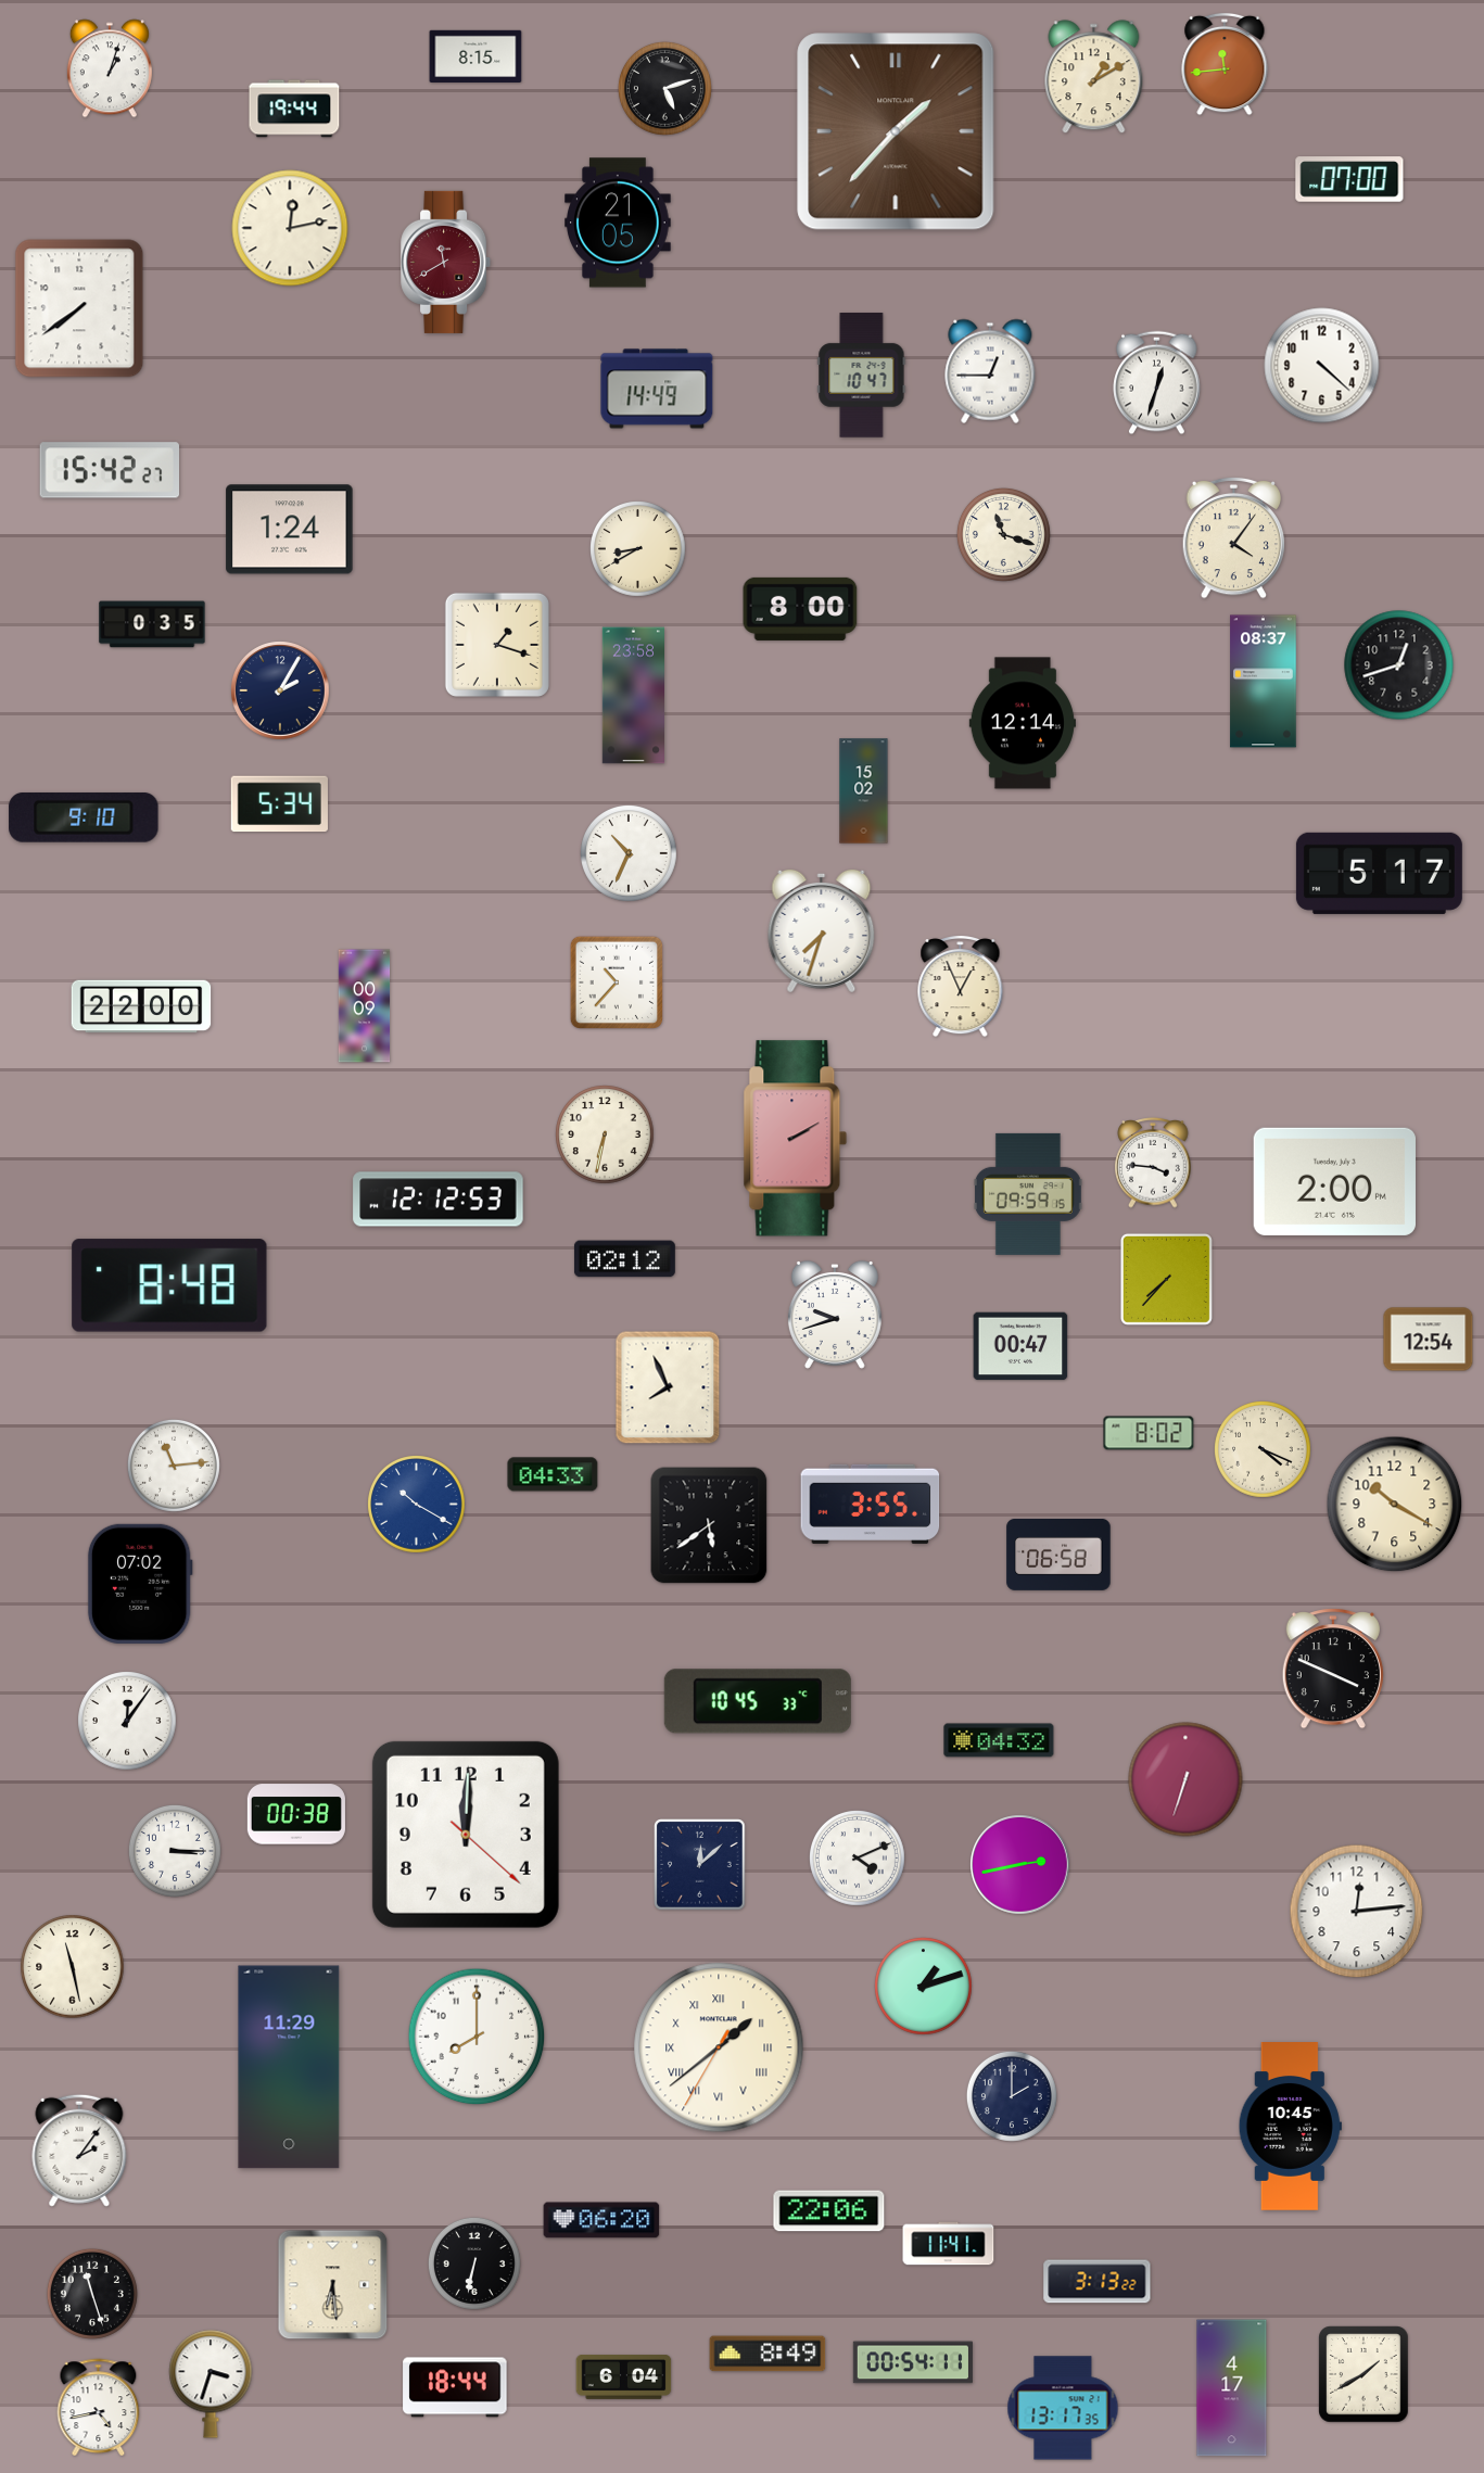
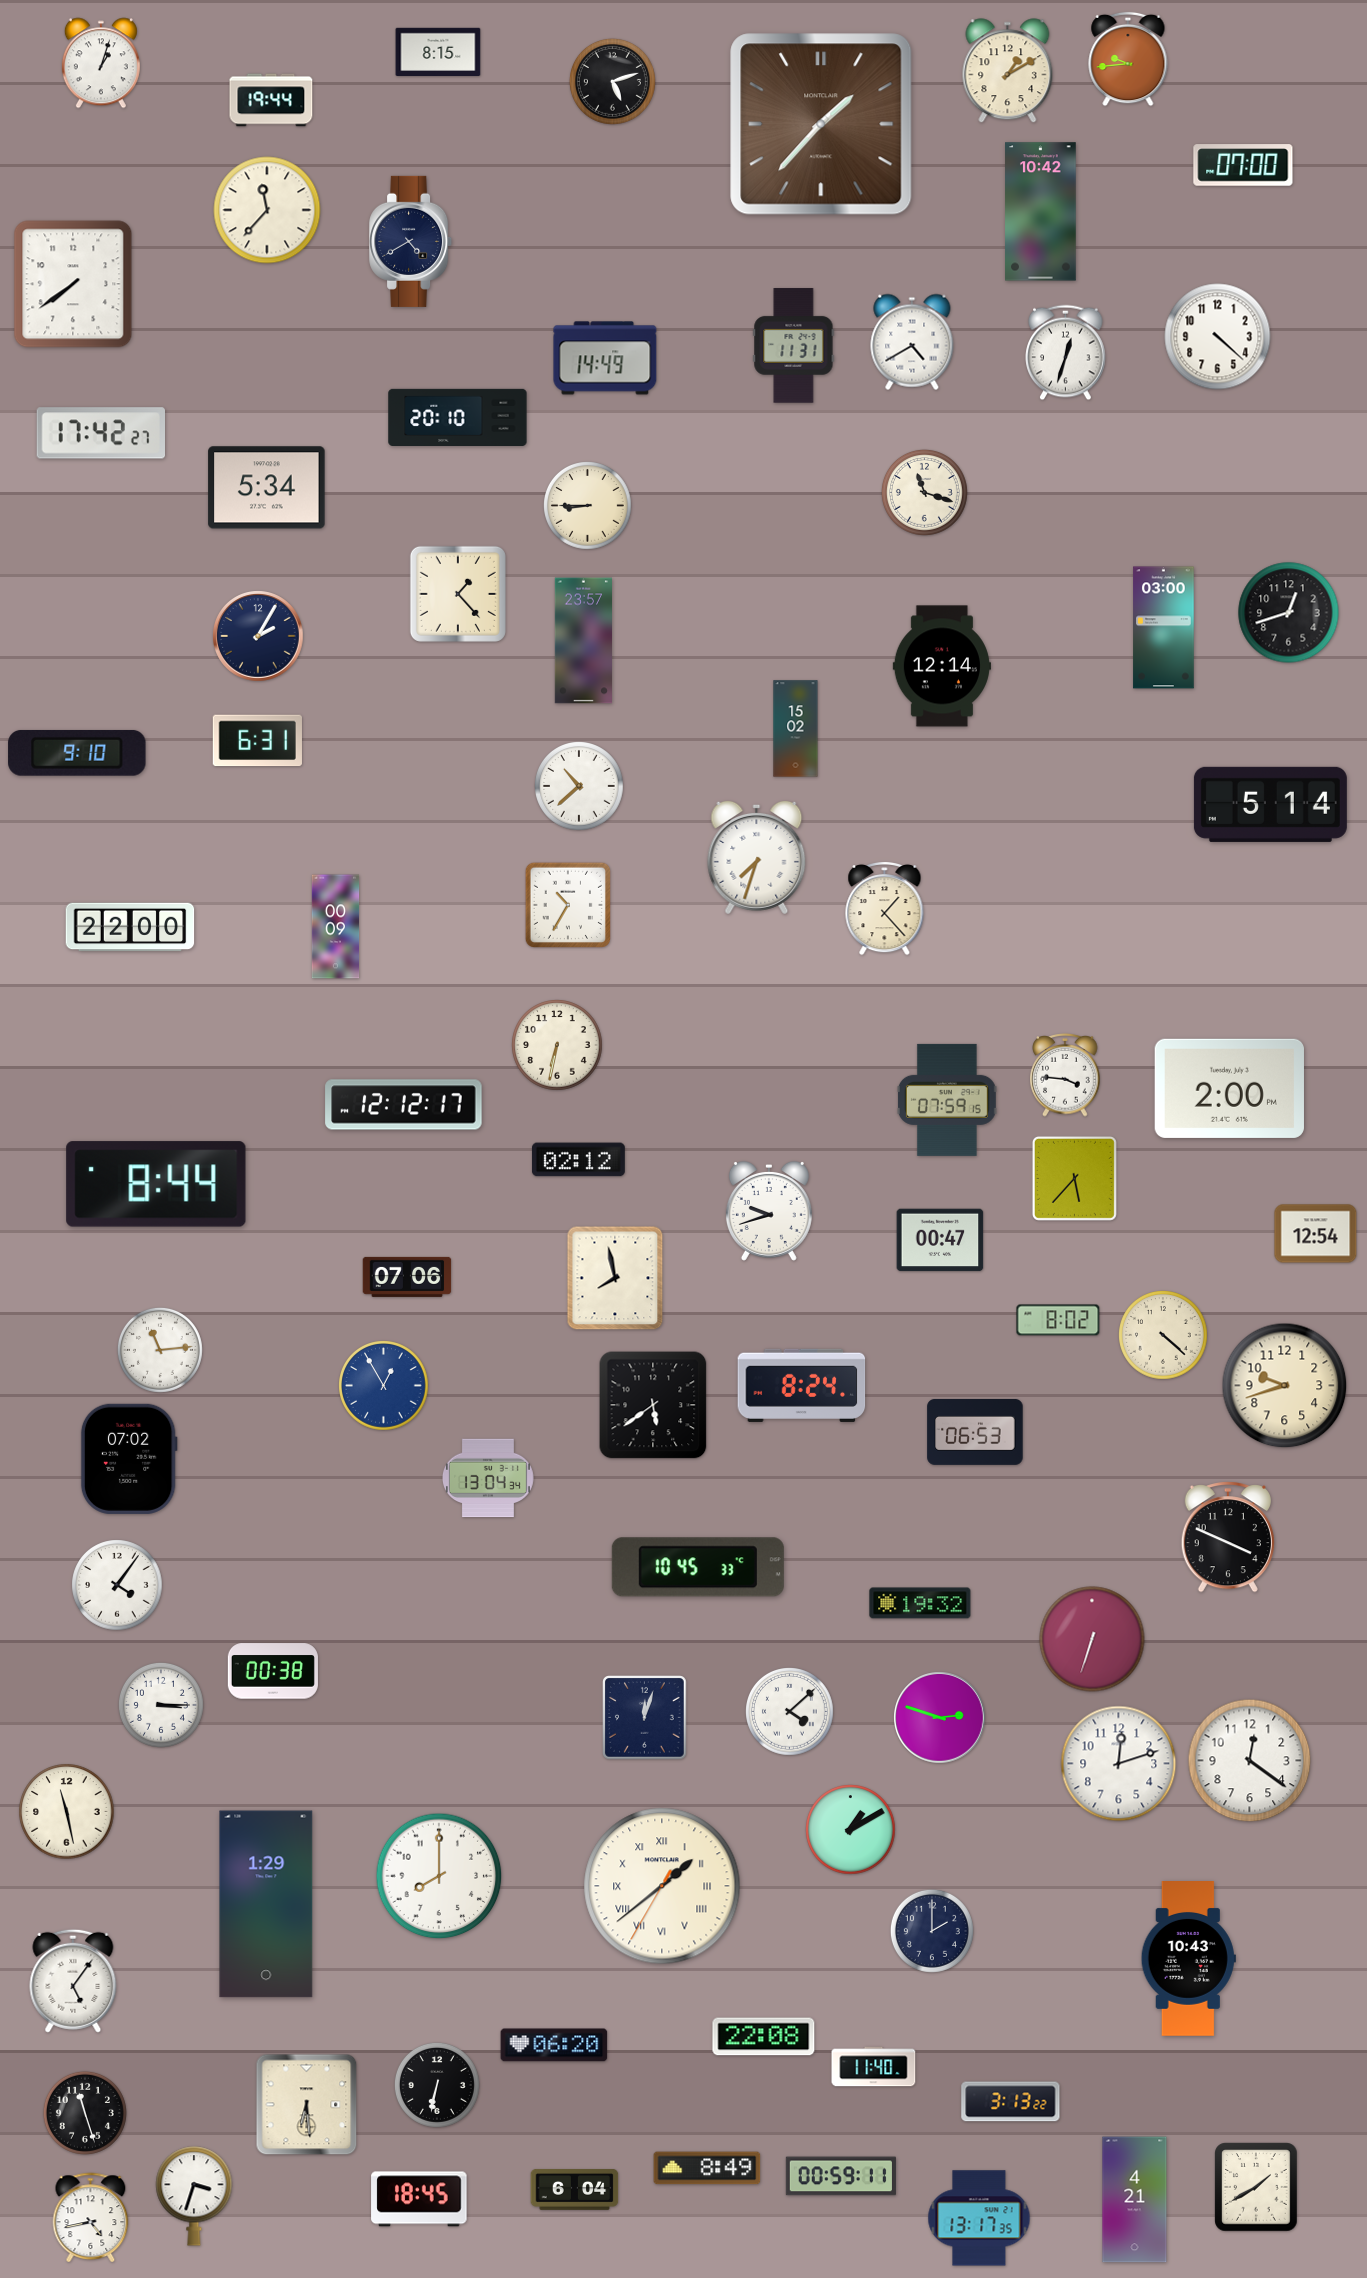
clock at (1225, 64): 11:44 -> 9:44
clock at (896, 131) position: (896, 131) -> (821, 124)
clock at (618, 223): 21:05 -> none
clock at (290, 228): 12:13 -> 11:37
clock at (1041, 212): none -> 10:42
clock at (446, 262): 11:40 -> 4:40
clock at (446, 262) dial: burgundy -> navy
clock at (990, 371): 12:45 -> 4:40
clock at (862, 376): 10:47 -> 11:31
clock at (458, 417): none -> 20:10
clock at (109, 470): 15:42 -> 17:42
clock at (290, 530): 1:24 -> 5:34
clock at (1233, 537): 4:06 -> none
clock at (638, 549): 8:40 -> 8:45
clock at (800, 609): 8:00 -> none
clock at (152, 624): 0:35 -> none
clock at (497, 645): 1:18 -> 1:23
clock at (1264, 682): 08:37 -> 03:00
clock at (633, 696): 23:58 -> 23:57
clock at (279, 804): 5:34 -> 6:31
clock at (630, 854): 10:34 -> 10:38
clock at (1379, 873): 5:17 -> 5:14
clock at (616, 981): 10:37 -> 10:35
clock at (961, 986): 12:56 -> 1:23
clock at (796, 1139): 2:10 -> none
clock at (1153, 1163) position: (1153, 1163) -> (1065, 1075)
clock at (1028, 1194): 09:59 -> 07:59
clock at (439, 1200): 12:12:53 -> 12:12:17
clock at (624, 1259) position: (624, 1259) -> (578, 1160)
clock at (1166, 1279): 7:37 -> 5:37
clock at (169, 1285): 8:48 -> 8:44
clock at (407, 1277): none -> 07:06
clock at (668, 1387): 7:56 -> 7:58
clock at (1264, 1450): 4:19 -> 4:22
clock at (553, 1474): 04:33 -> none
clock at (871, 1504): 3:55 -> 8:24
clock at (417, 1505): 10:20 -> 12:55
clock at (1395, 1505): 10:20 -> 9:42
clock at (1058, 1555): 06:58 -> 06:53
clock at (488, 1478): none -> 13:04
clock at (127, 1721): 12:06 -> 4:06
clock at (999, 1740): 04:32 -> 19:32
clock at (466, 1835): 12:00 -> none
clock at (858, 1859): 4:11 -> 4:08
clock at (700, 1865): 12:08 -> 12:03
clock at (1020, 1865): 2:43 -> 2:48
clock at (1357, 1912): 12:14 -> 12:21
clock at (1119, 1764): none -> 12:12
clock at (924, 1987): 1:12 -> 1:10
clock at (289, 2067): 11:29 -> 1:29
clock at (1290, 2127): 10:45 -> 10:43
clock at (79, 2151): 2:06 -> 5:06
clock at (829, 2211): 22:06 -> 22:08
clock at (949, 2244): 11:41 -> 11:40
clock at (913, 2362): 00:54 -> 00:59
clock at (455, 2387): 18:44 -> 18:45
clock at (1232, 2388): 4:17 -> 4:21
